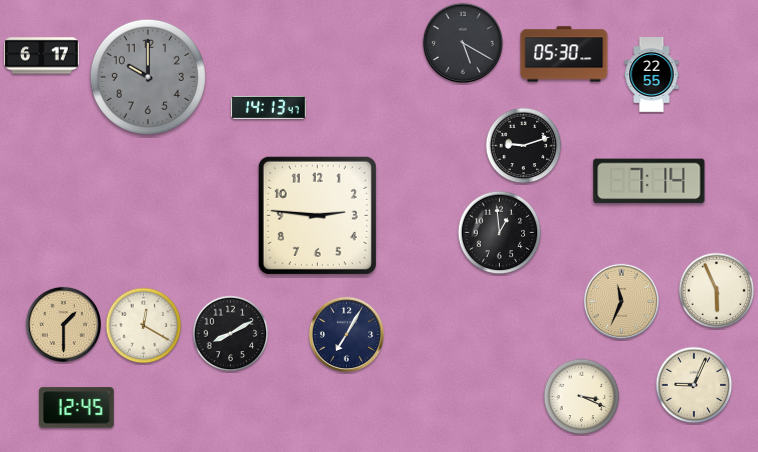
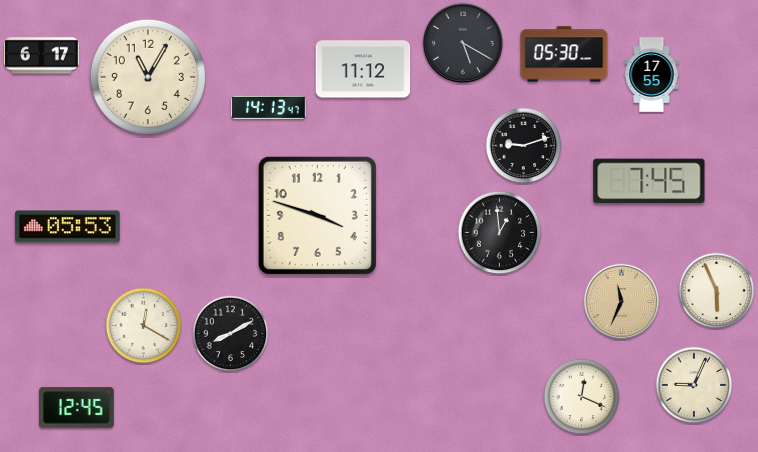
clock at (363, 69): none -> 11:12
clock at (652, 75): 22:55 -> 17:55
clock at (148, 77): 10:00 -> 11:05
clock at (148, 77) dial: grey -> cream
clock at (649, 181): 7:14 -> 7:45
clock at (317, 215): 2:46 -> 3:48
clock at (68, 227): none -> 05:53
clock at (63, 324): 1:30 -> none
clock at (346, 334): 7:05 -> none
clock at (582, 397): 3:19 -> 12:19
